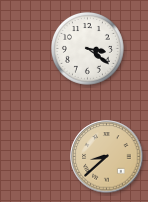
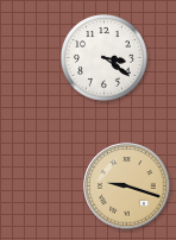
clock at (107, 157): 8:38 -> 9:18
